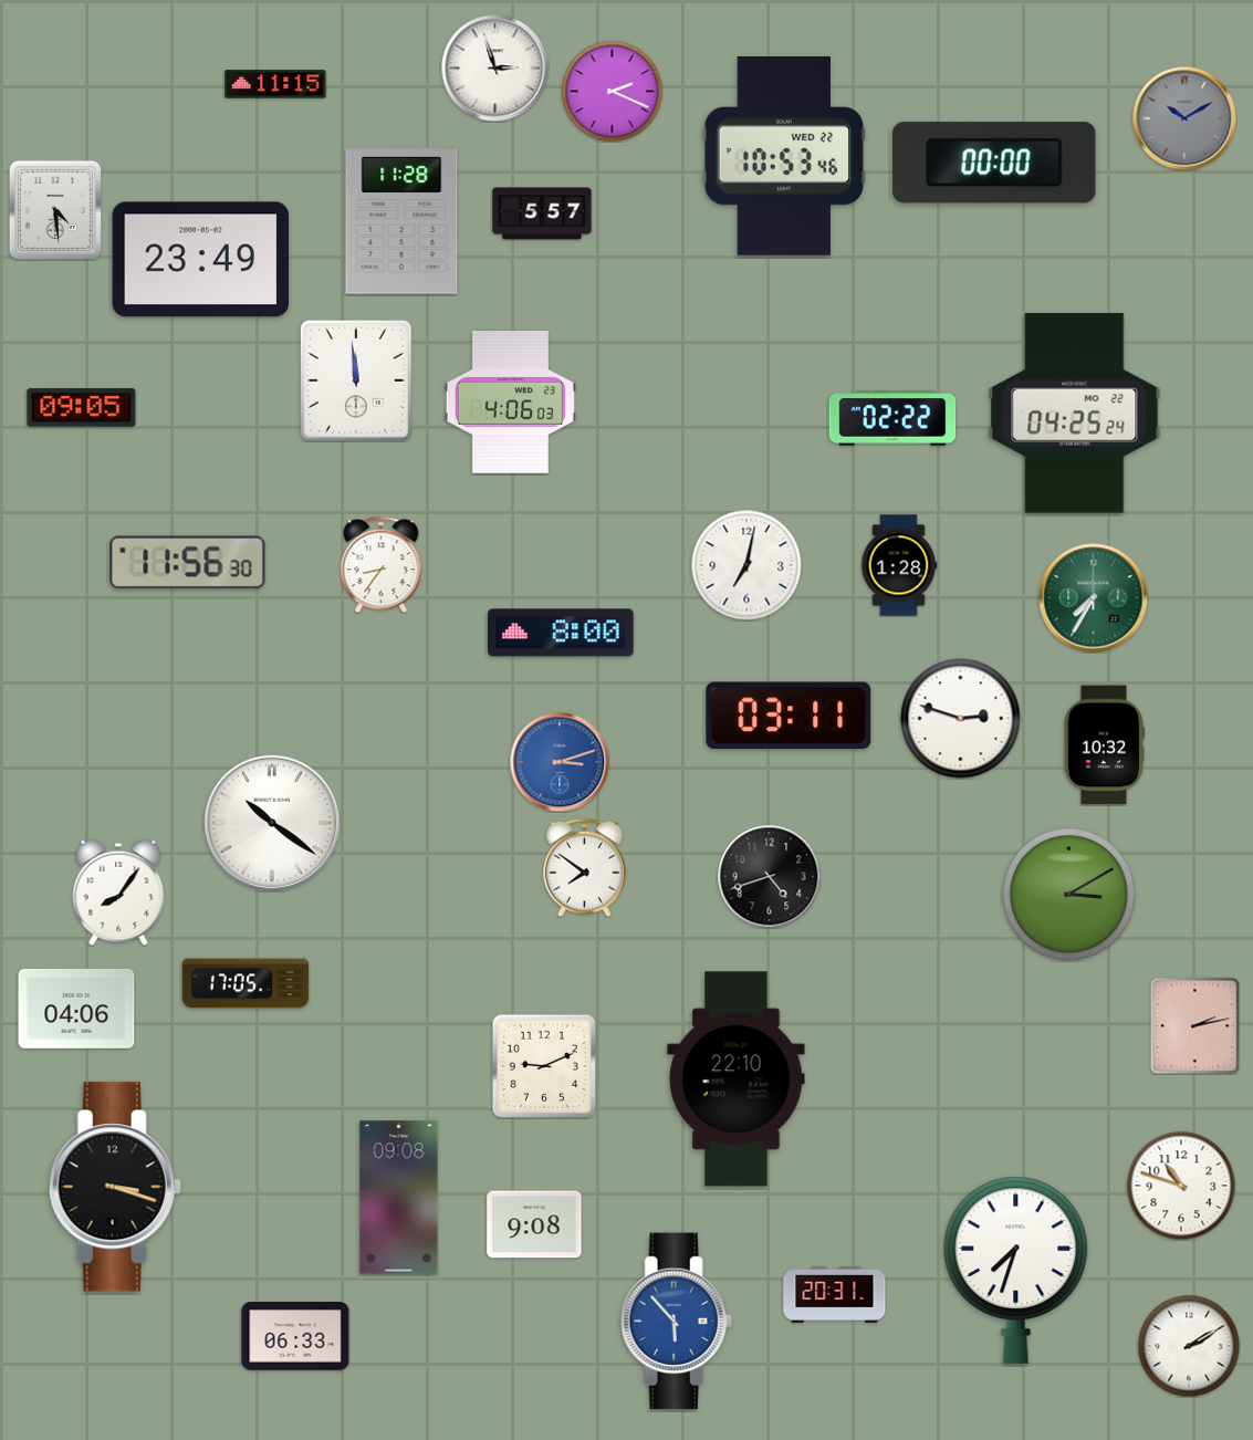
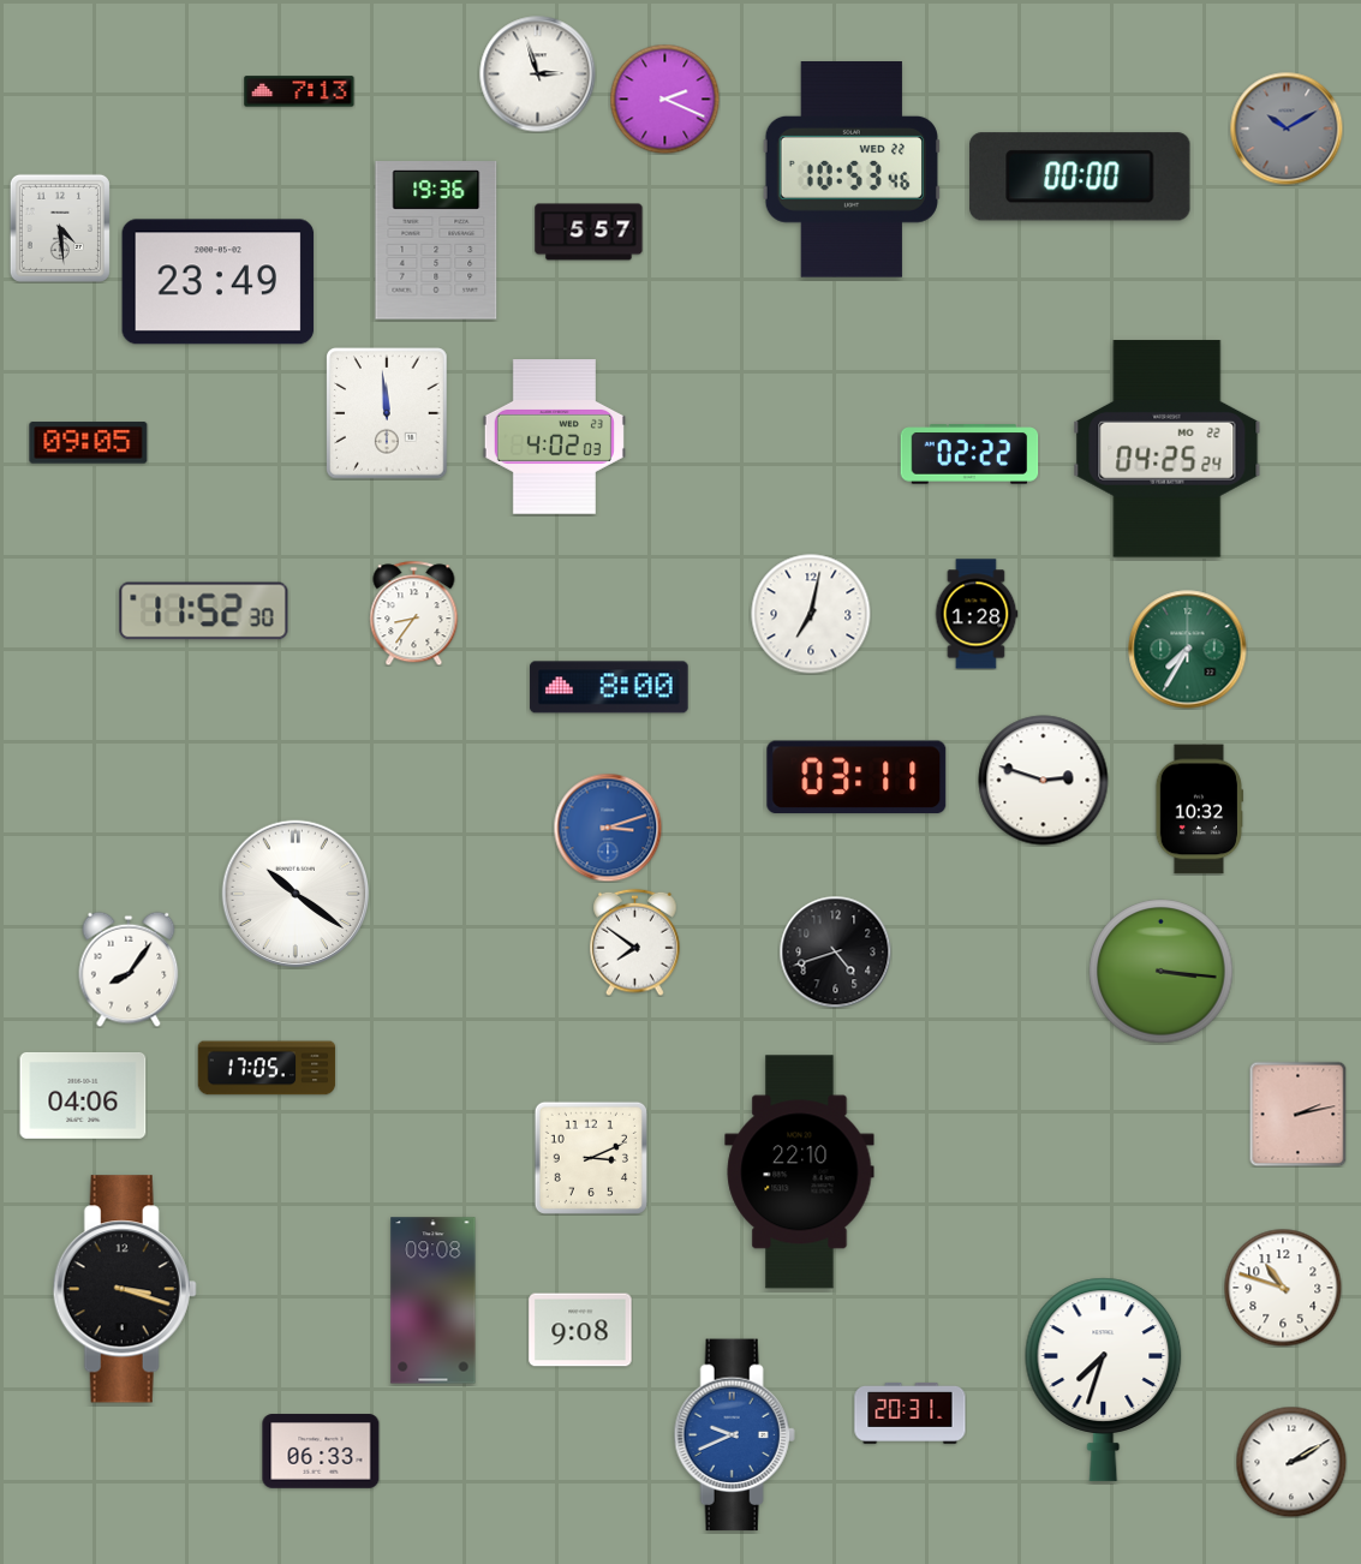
clock at (275, 84): 11:15 -> 7:13
clock at (401, 221): 11:28 -> 19:36
clock at (510, 403): 4:06 -> 4:02
clock at (188, 563): 11:56 -> 11:52
clock at (1069, 895): 3:10 -> 3:16
clock at (544, 1066): 9:11 -> 3:11
clock at (835, 1294) position: (835, 1294) -> (911, 1413)
clock at (676, 1322): 5:53 -> 9:41
